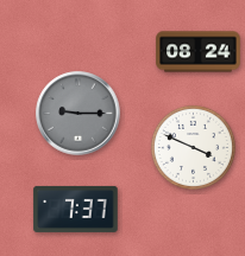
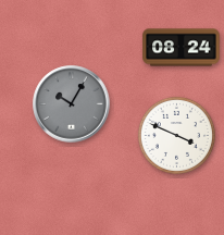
clock at (78, 114): 9:15 -> 10:05
clock at (76, 209): 7:37 -> none
